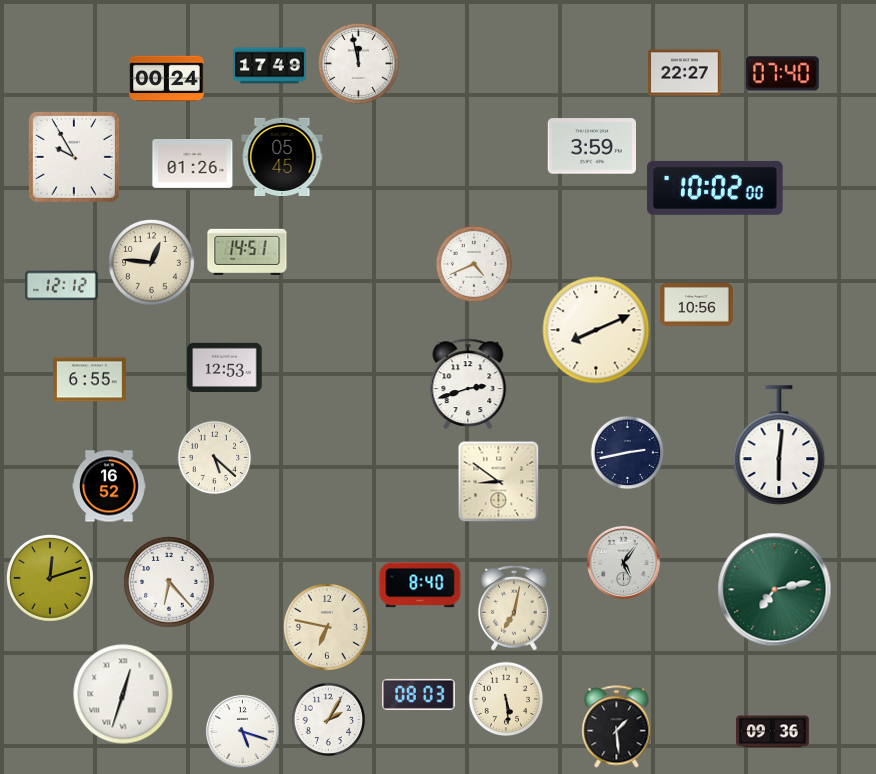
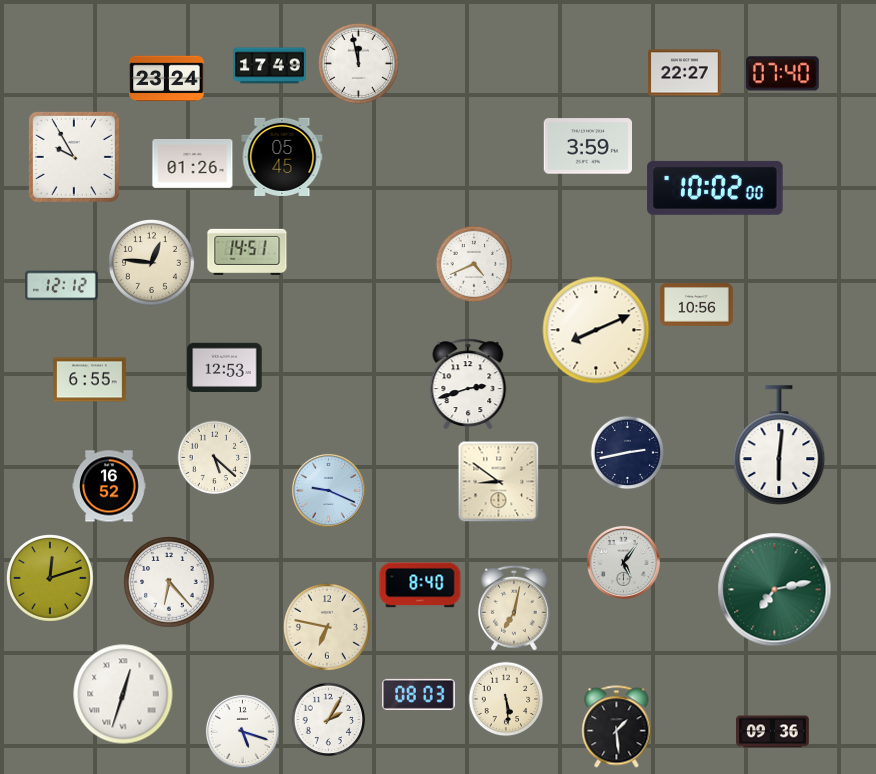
clock at (167, 79): 00:24 -> 23:24
clock at (592, 146) position: (592, 146) -> (588, 146)
clock at (328, 490): none -> 9:19
